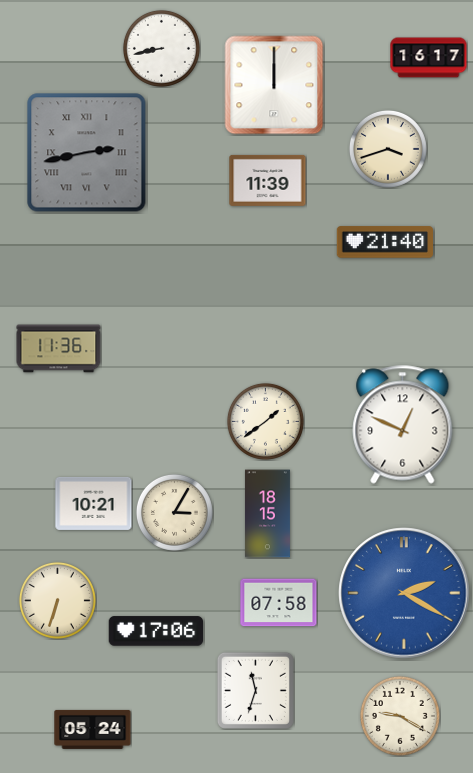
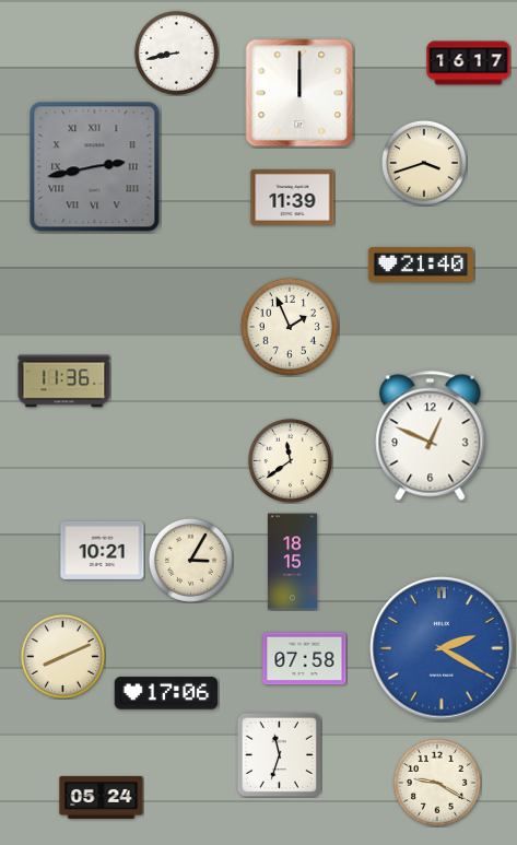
clock at (290, 327): none -> 1:56
clock at (265, 421): 1:39 -> 11:39
clock at (403, 425) position: (403, 425) -> (431, 436)
clock at (57, 600): 6:33 -> 8:11
clock at (156, 631) position: (156, 631) -> (166, 693)
